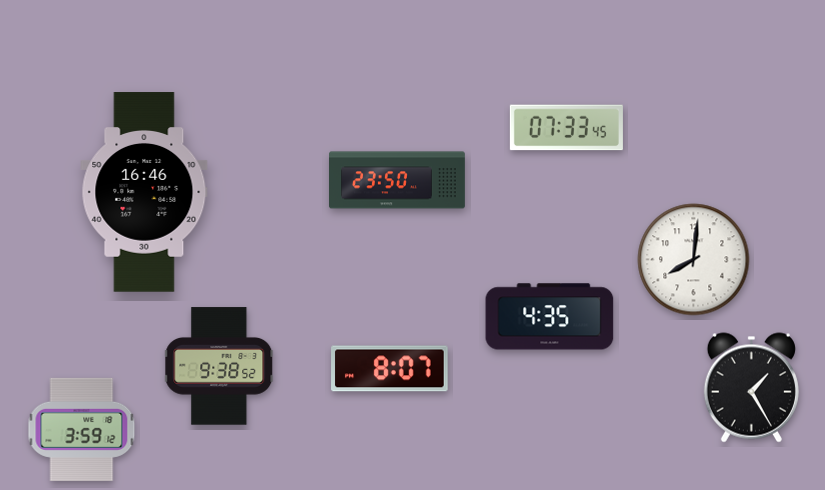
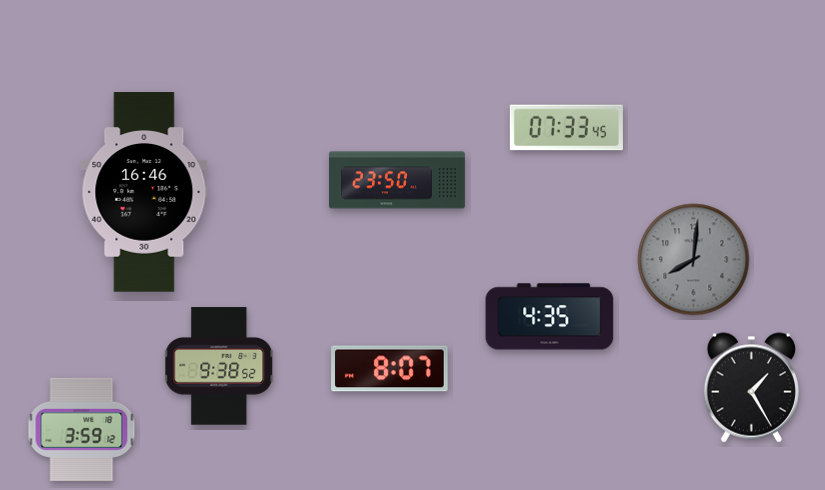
clock at (694, 260) dial: white -> grey
